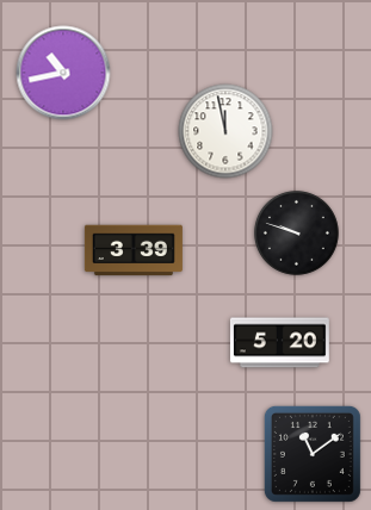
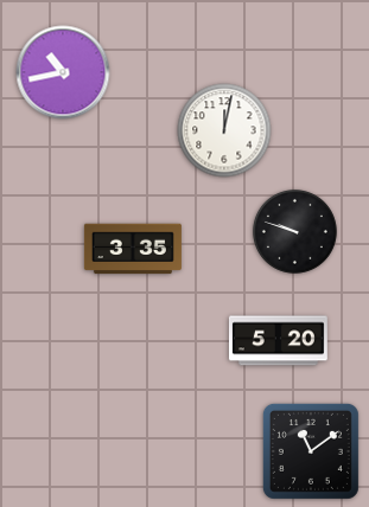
clock at (225, 131): 11:58 -> 12:02
clock at (134, 250): 3:39 -> 3:35
